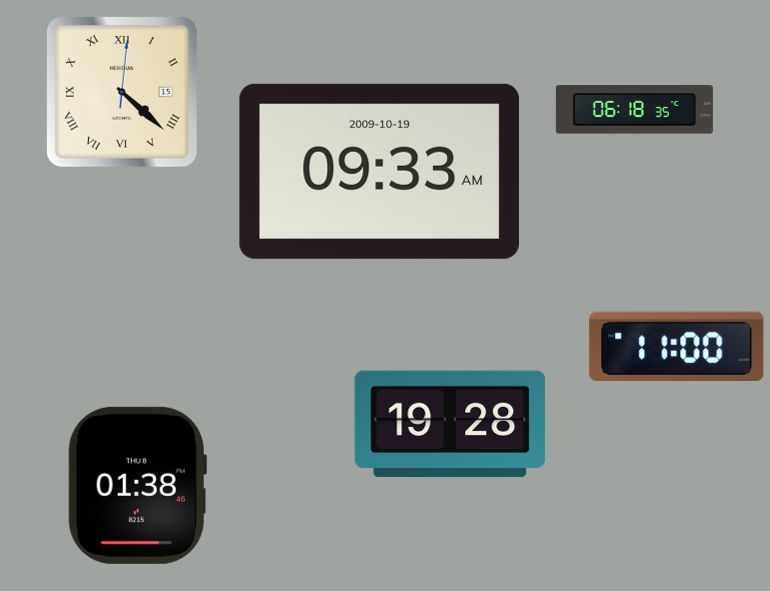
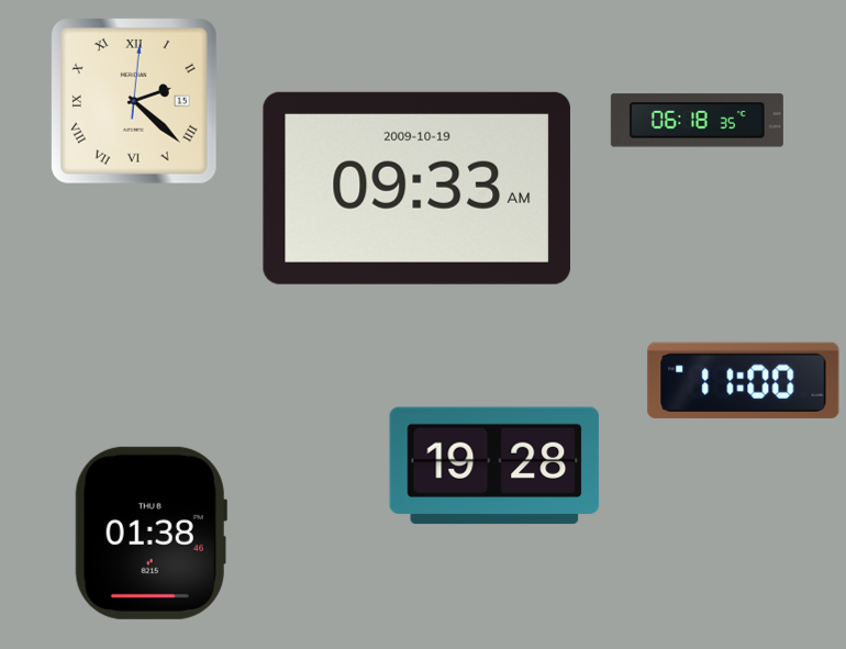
clock at (122, 92): 4:22 -> 2:22
